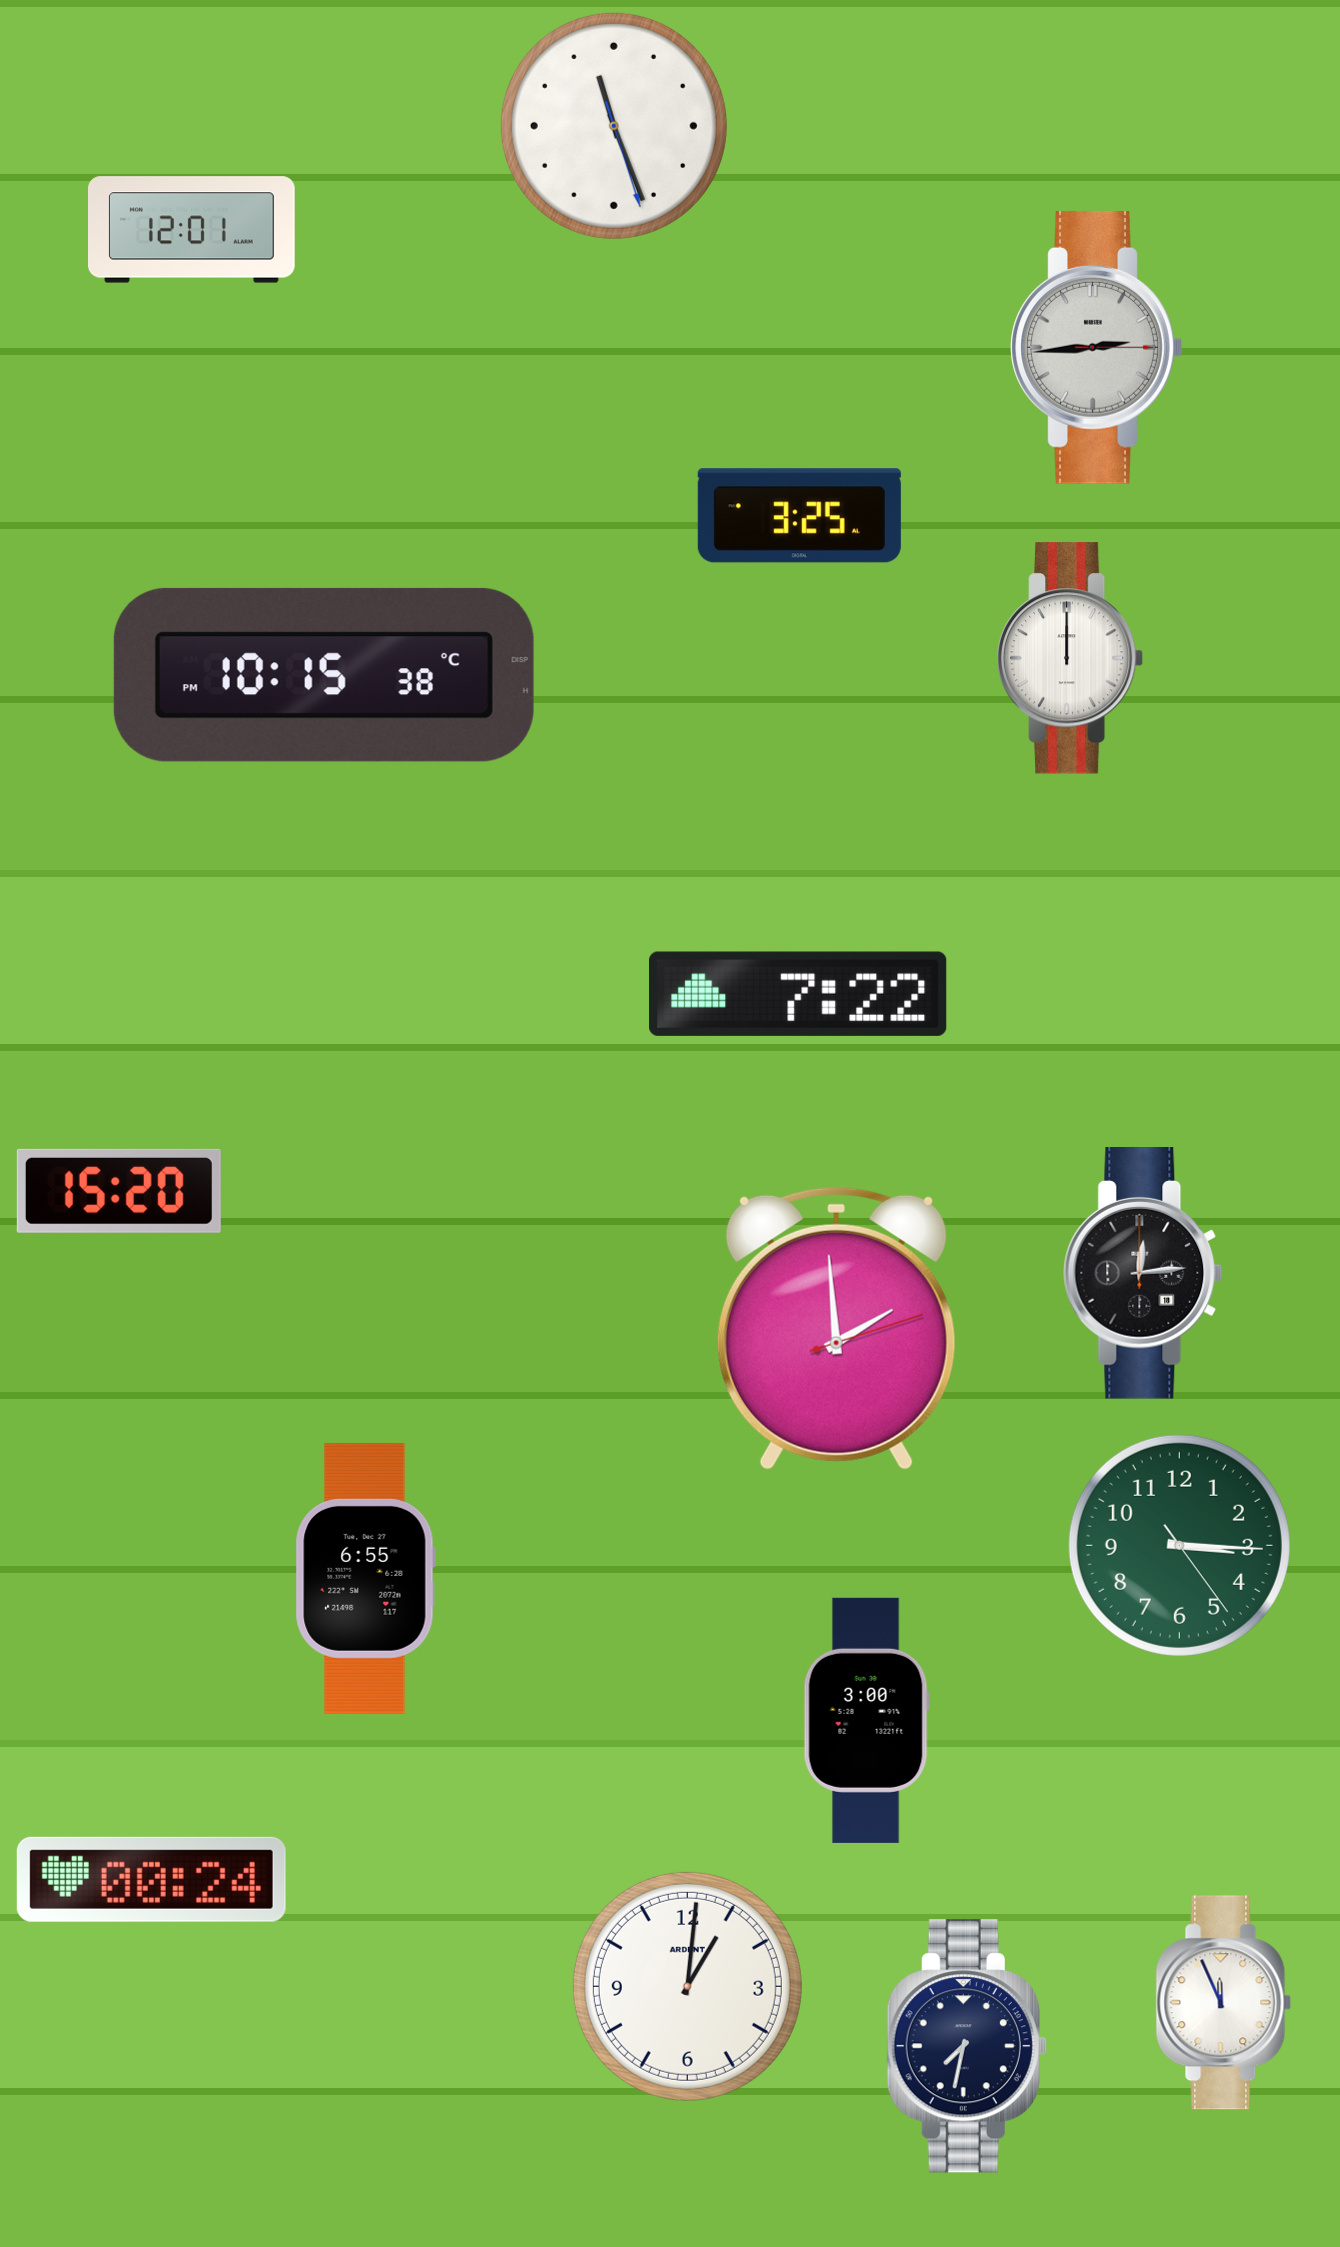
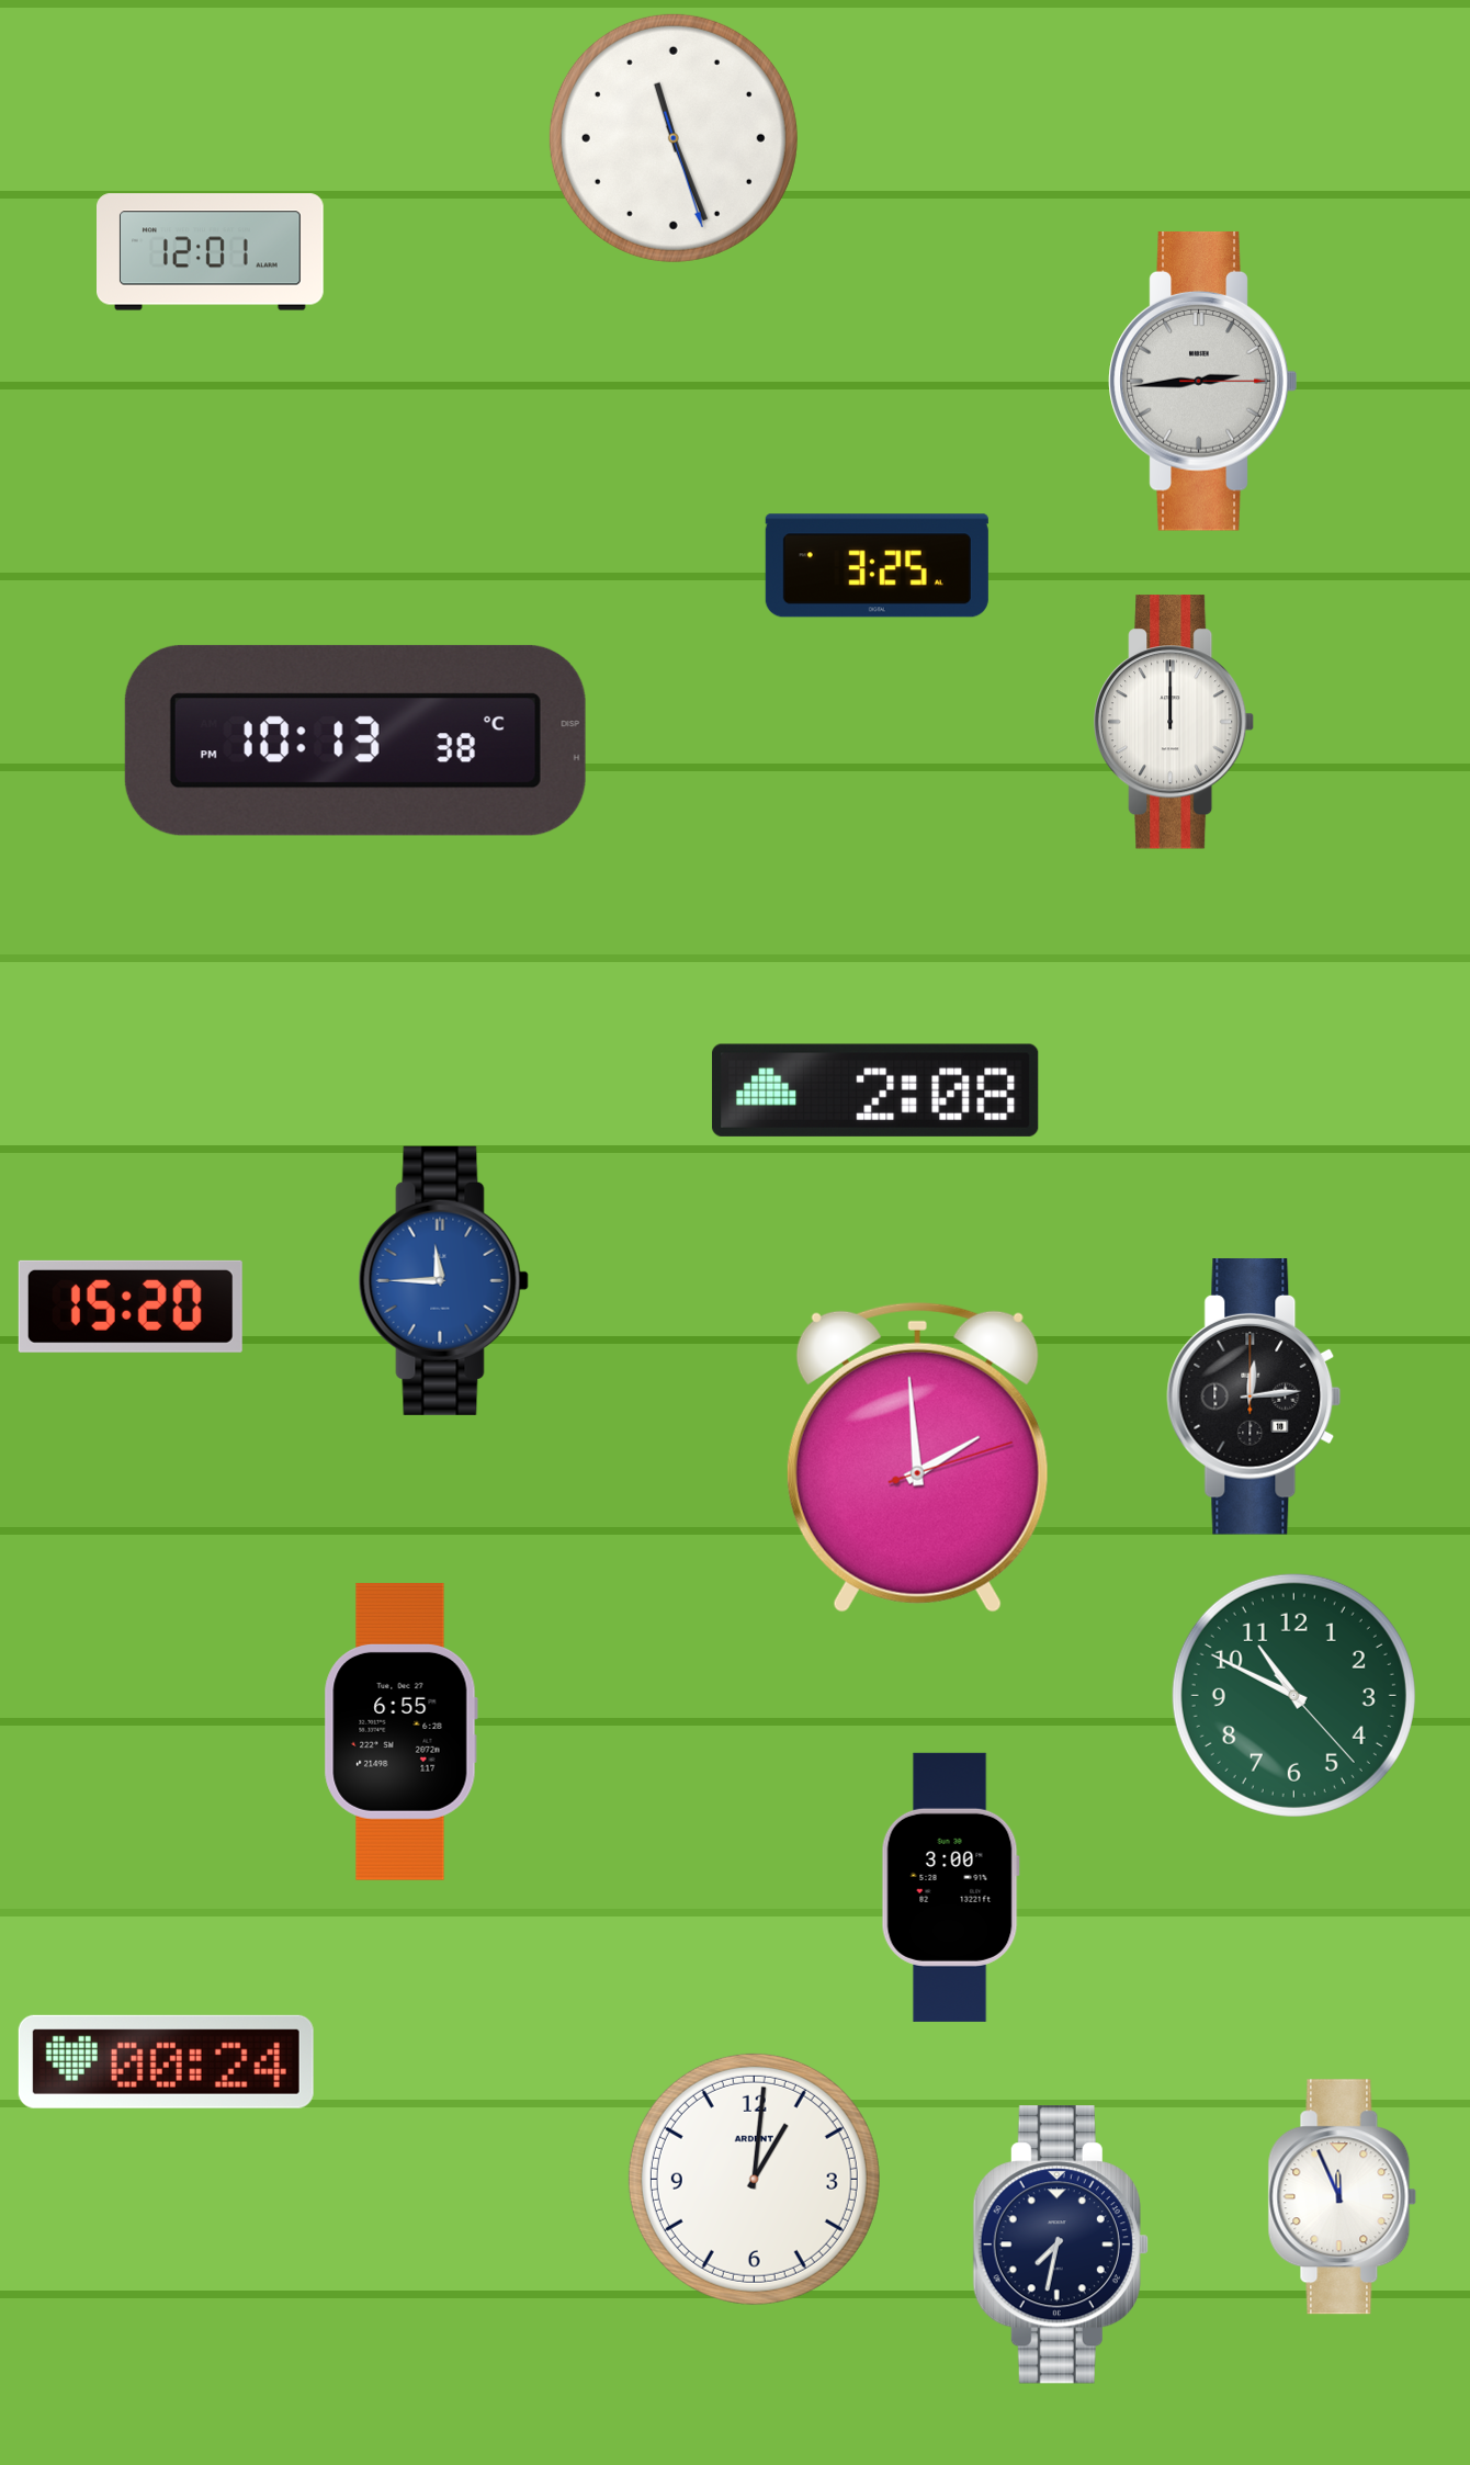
clock at (324, 675): 10:15 -> 10:13
clock at (798, 994): 7:22 -> 2:08
clock at (443, 1280): none -> 11:45
clock at (1179, 1545): 3:15 -> 10:49
